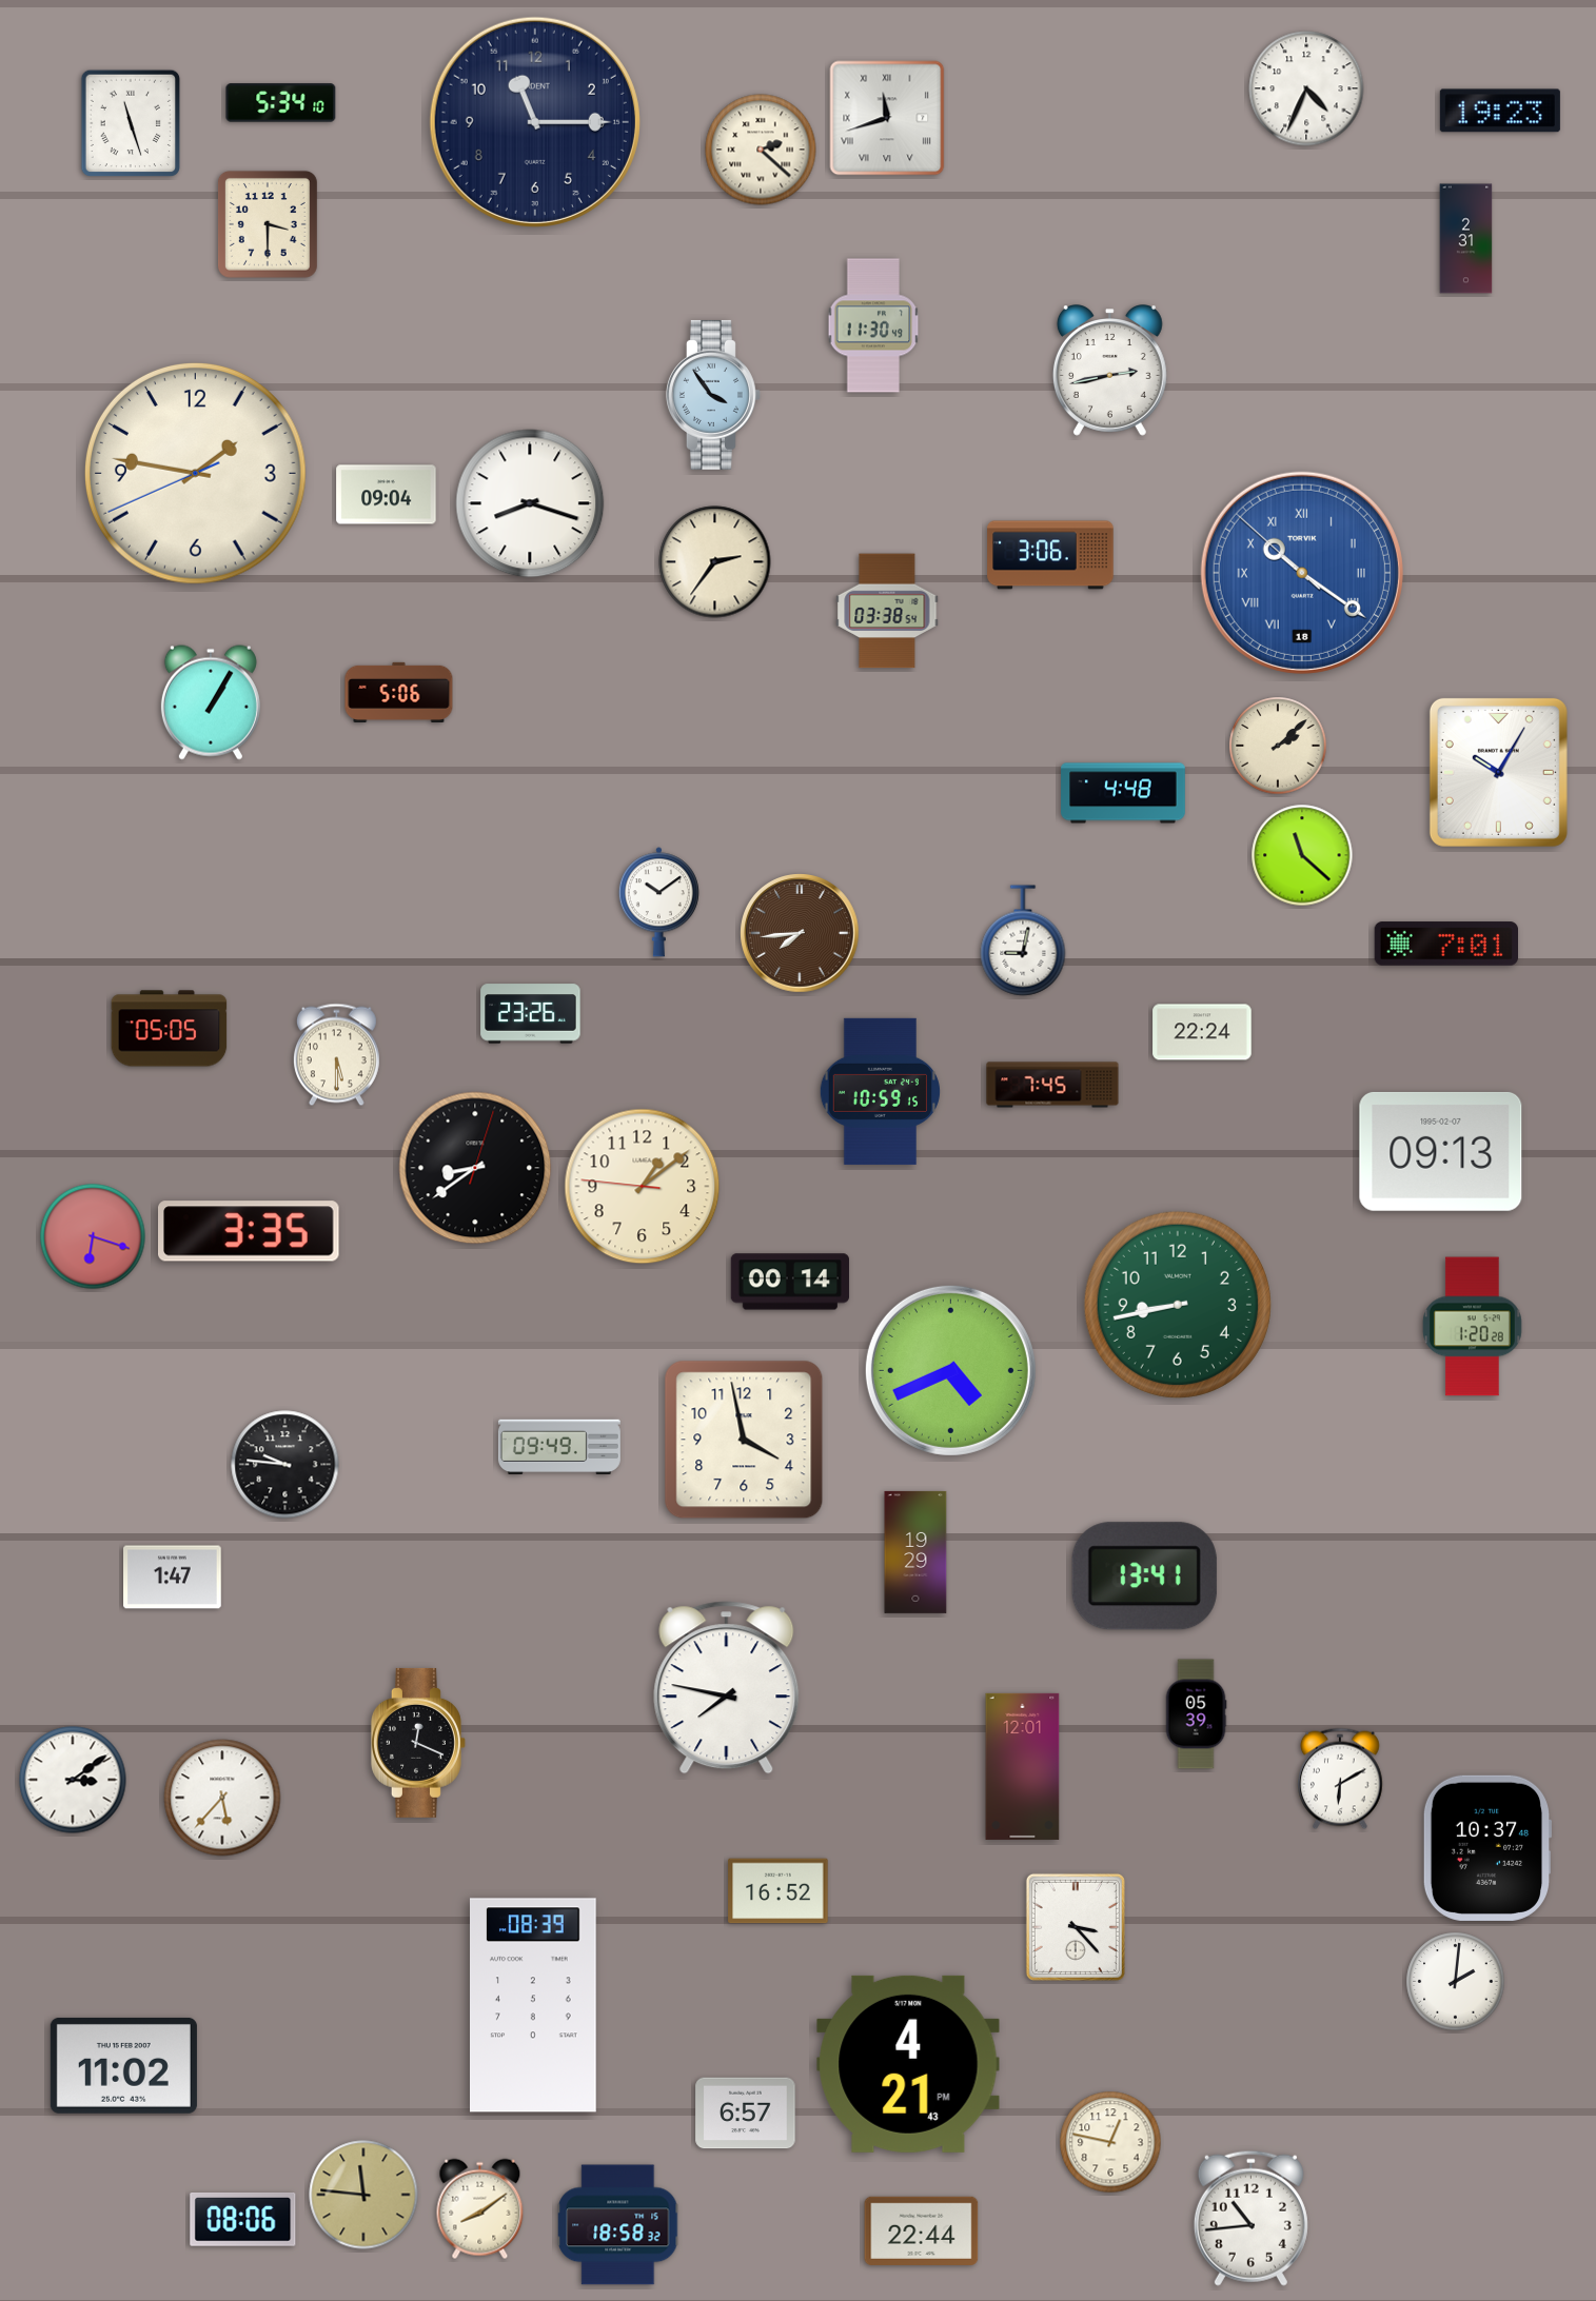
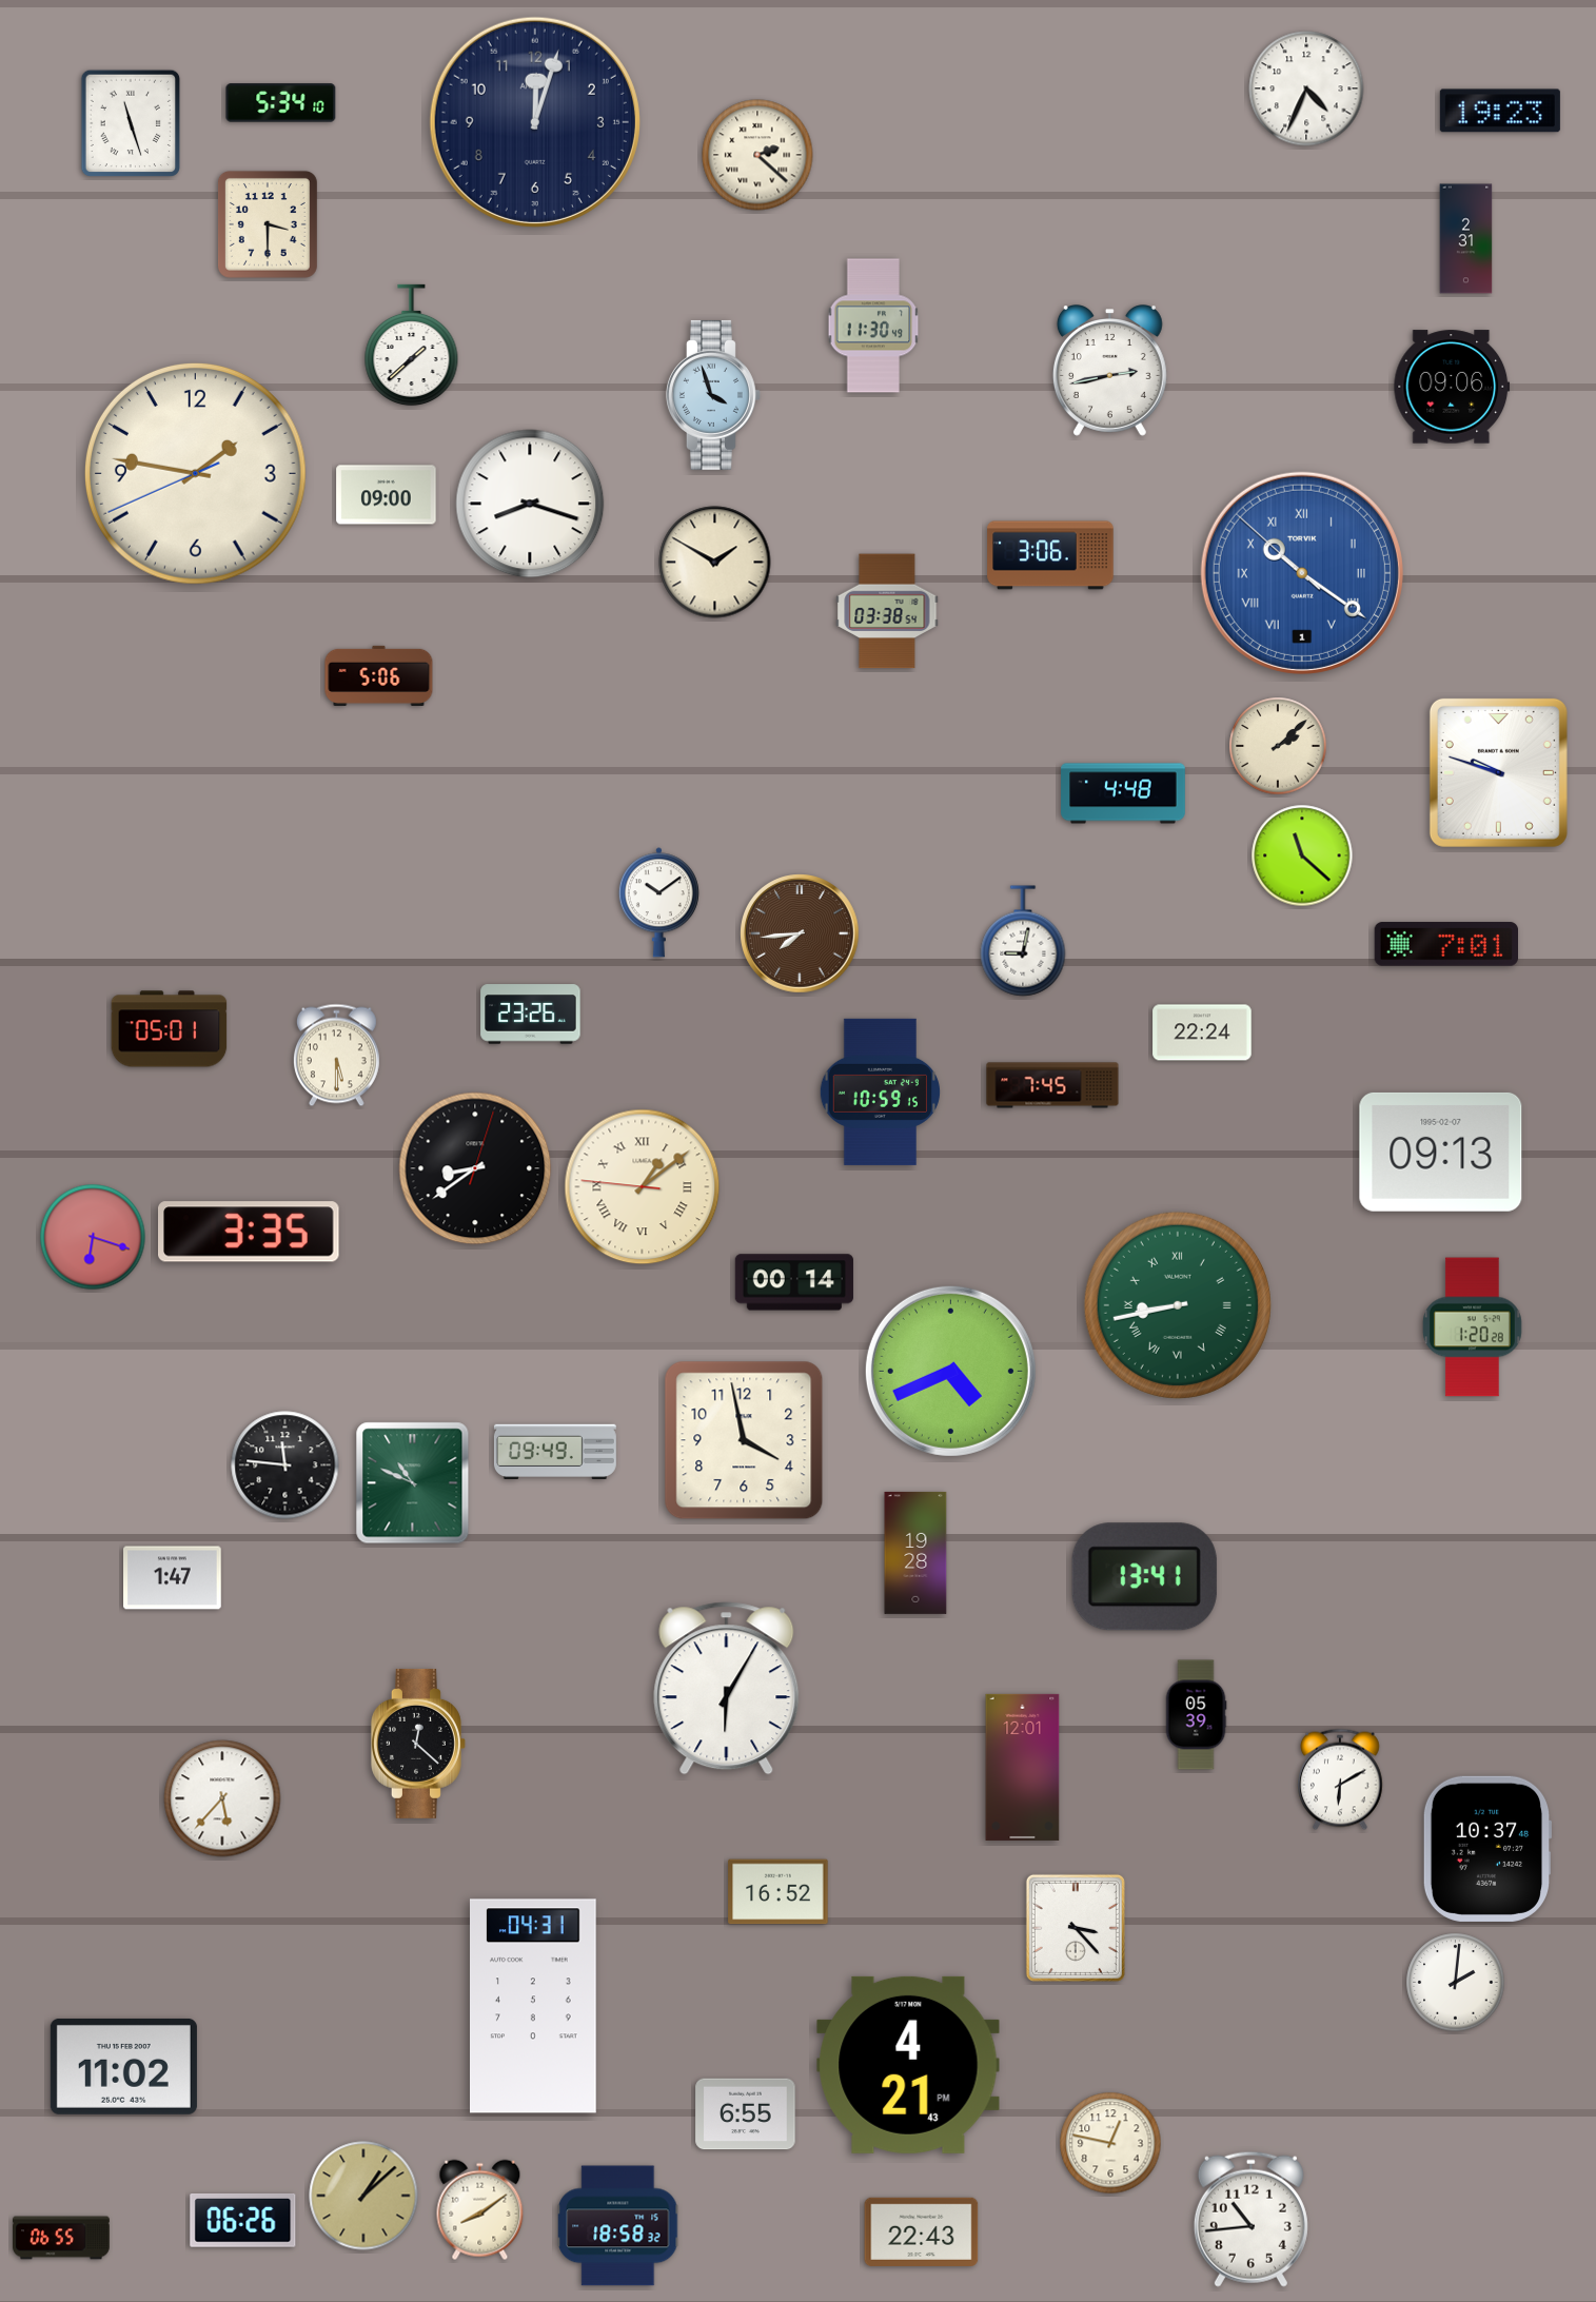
clock at (887, 118): 11:42 -> none
clock at (535, 122): 11:15 -> 12:03
clock at (761, 150) position: (761, 150) -> (757, 155)
clock at (412, 346): none -> 1:38
clock at (1452, 387): none -> 09:06
clock at (713, 395): 3:54 -> 3:57
clock at (387, 495): 09:04 -> 09:00
clock at (715, 562): 2:36 -> 1:50
clock at (1302, 573) date: 18 -> 1
clock at (399, 692) position: (399, 692) -> (379, 675)
clock at (211, 702): 1:05 -> none
clock at (1498, 772): 10:05 -> 9:48
clock at (170, 1029): 05:05 -> 05:01
clock at (643, 1187) numerals: Arabic -> Roman
clock at (790, 1282) position: (790, 1282) -> (794, 1282)
clock at (1178, 1305) numerals: Arabic -> Roman
clock at (559, 1446) position: (559, 1446) -> (555, 1451)
clock at (285, 1465): 9:46 -> 11:46
clock at (413, 1483): none -> 10:49
clock at (915, 1552): 19:29 -> 19:28
clock at (727, 1688): 7:47 -> 6:05
clock at (418, 1743): 12:19 -> 12:22
clock at (73, 1780): 3:09 -> none
clock at (534, 2005): 08:39 -> 04:31
clock at (746, 2114): 6:57 -> 6:55
clock at (363, 2195): 11:46 -> 1:08
clock at (243, 2219): 08:06 -> 06:26
clock at (922, 2230): 22:44 -> 22:43
clock at (61, 2238): none -> 06:55
